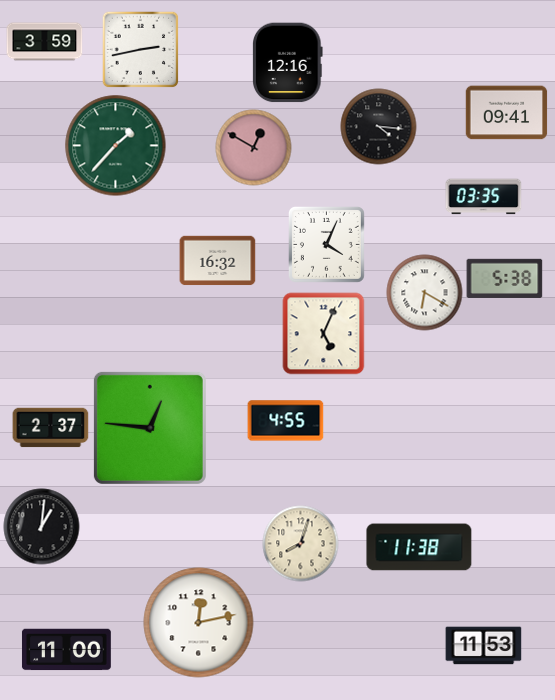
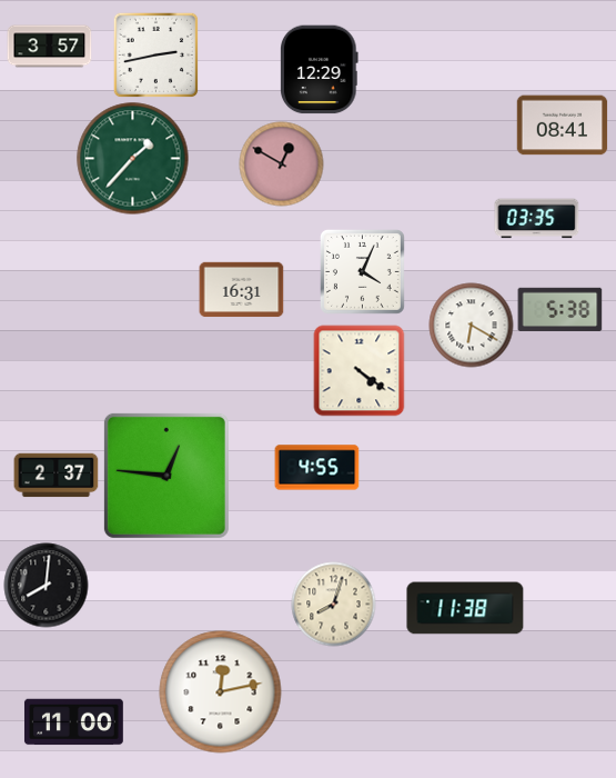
clock at (45, 42): 3:59 -> 3:57
clock at (288, 63): 12:16 -> 12:29
clock at (507, 113): 09:41 -> 08:41
clock at (379, 127): 4:16 -> none
clock at (116, 146) position: (116, 146) -> (133, 159)
clock at (218, 261): 16:32 -> 16:31
clock at (324, 334): 5:04 -> 4:21
clock at (42, 527): 1:01 -> 8:01
clock at (484, 646): 11:53 -> none
